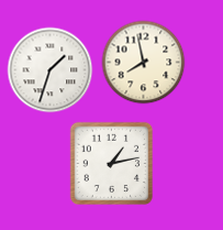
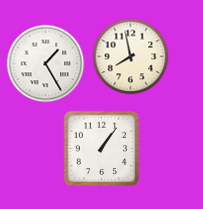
clock at (51, 70): 1:33 -> 1:25
clock at (112, 164): 1:13 -> 1:06
